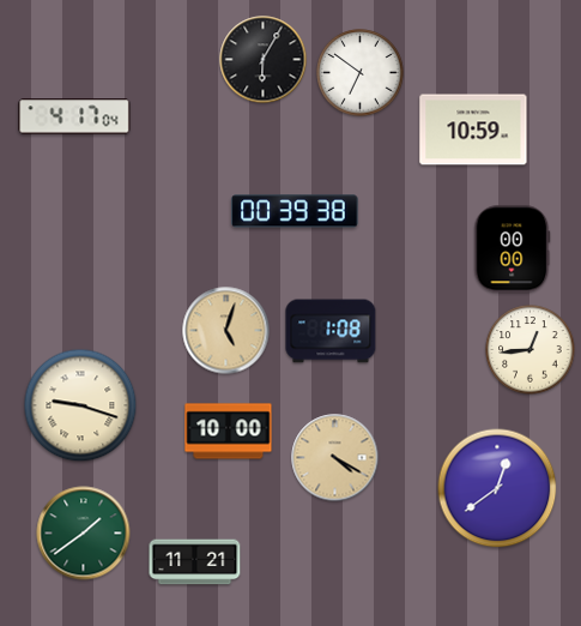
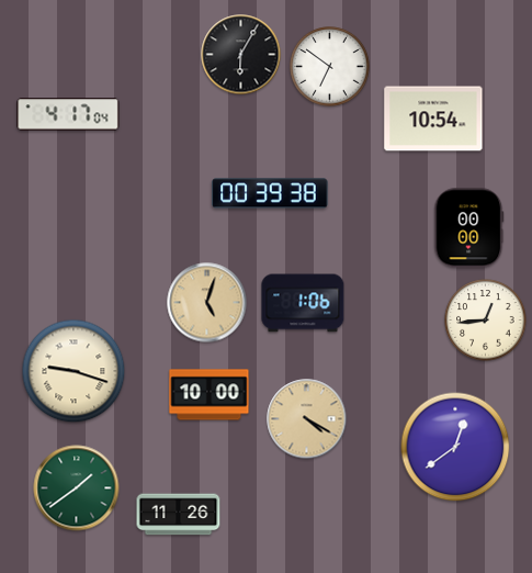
clock at (74, 116) position: (74, 116) -> (68, 114)
clock at (473, 130): 10:59 -> 10:54
clock at (331, 331): 1:08 -> 1:06
clock at (195, 562): 11:21 -> 11:26
